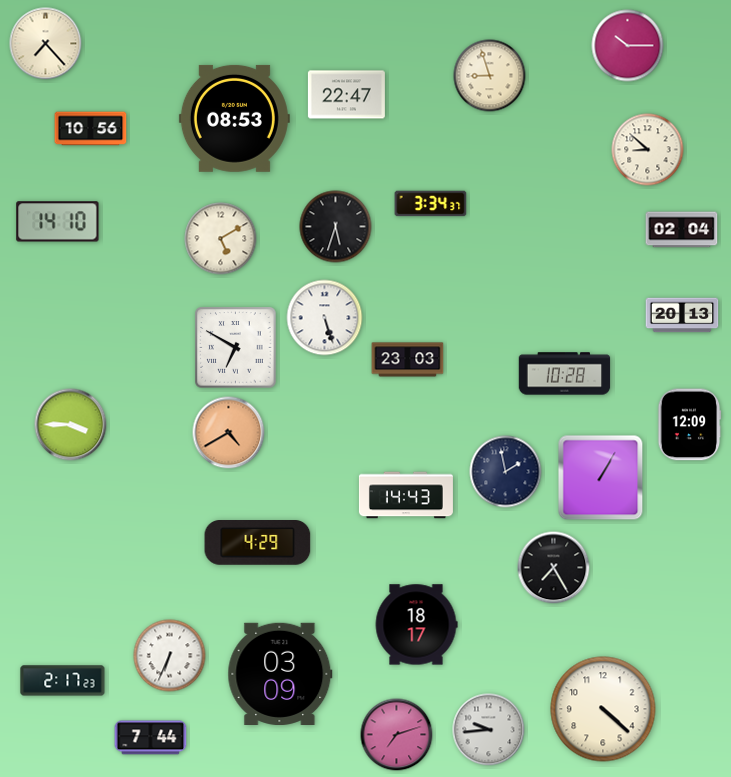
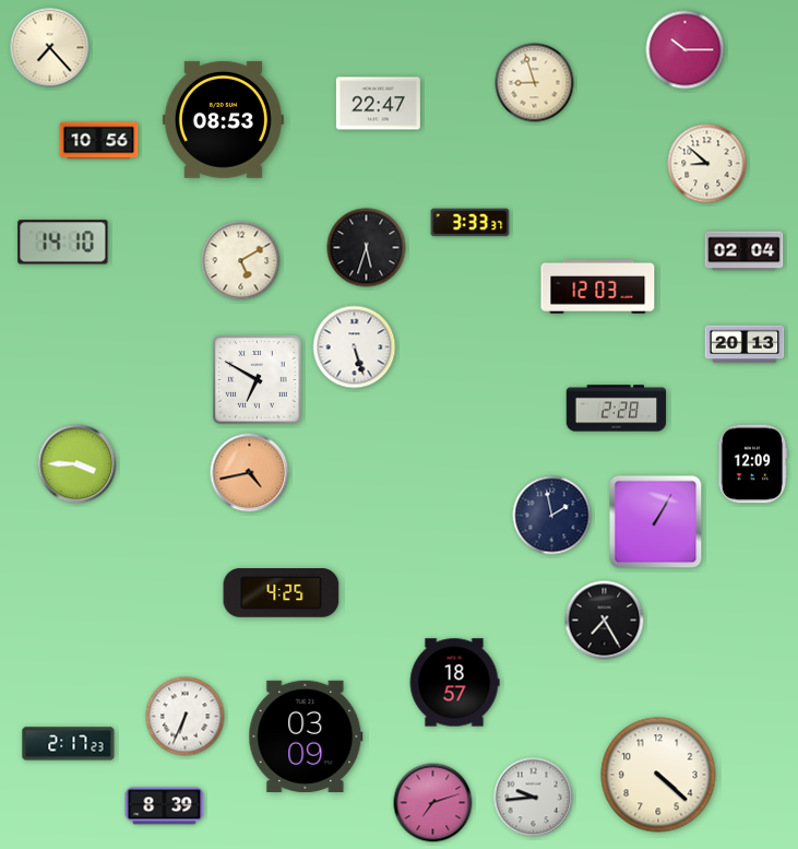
clock at (234, 118) position: (234, 118) -> (223, 119)
clock at (431, 204): 3:34 -> 3:33
clock at (598, 286): none -> 12:03
clock at (408, 360): 23:03 -> none
clock at (565, 374): 10:28 -> 2:28
clock at (229, 433): 4:40 -> 4:43
clock at (406, 495): 14:43 -> none
clock at (258, 543): 4:29 -> 4:25
clock at (416, 625): 18:17 -> 18:57
clock at (151, 738): 7:44 -> 8:39
